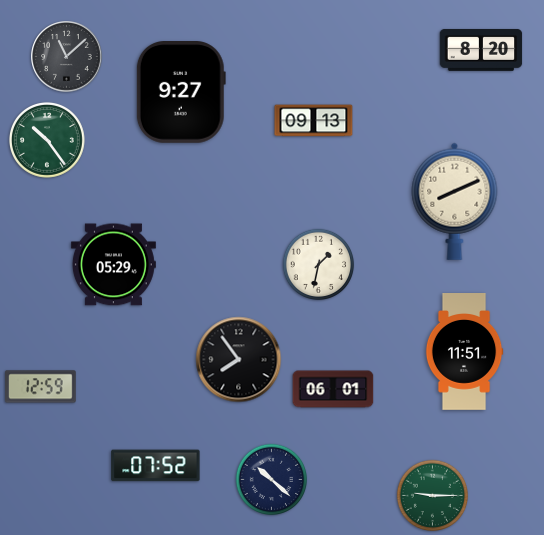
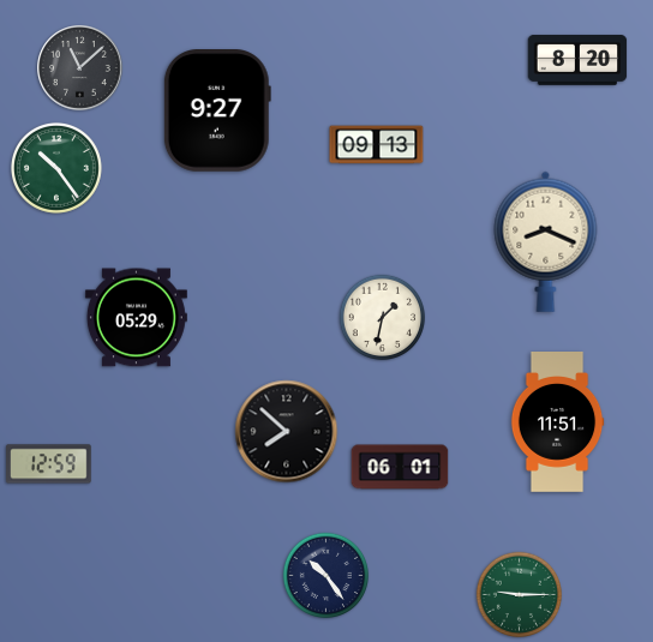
clock at (455, 201): 8:11 -> 8:19
clock at (239, 360): 7:54 -> 7:52
clock at (156, 466): 07:52 -> none
clock at (272, 480): 10:22 -> 10:24
